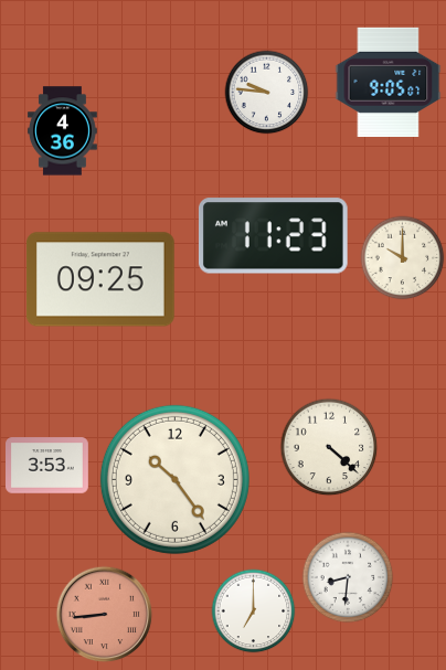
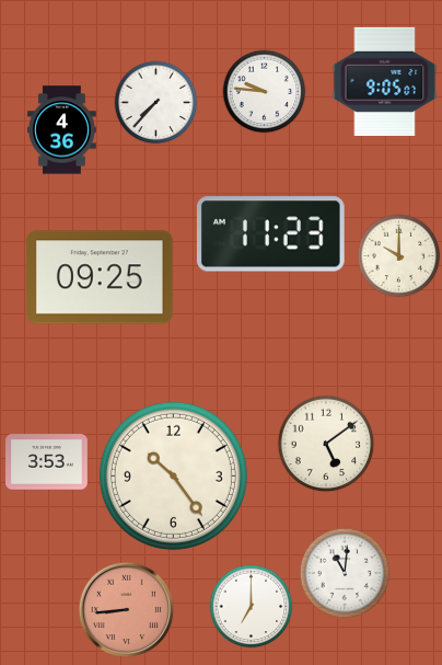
clock at (156, 103): none -> 7:37
clock at (329, 447): 4:22 -> 5:09
clock at (348, 577): 8:31 -> 11:01
clock at (105, 615) position: (105, 615) -> (127, 610)
